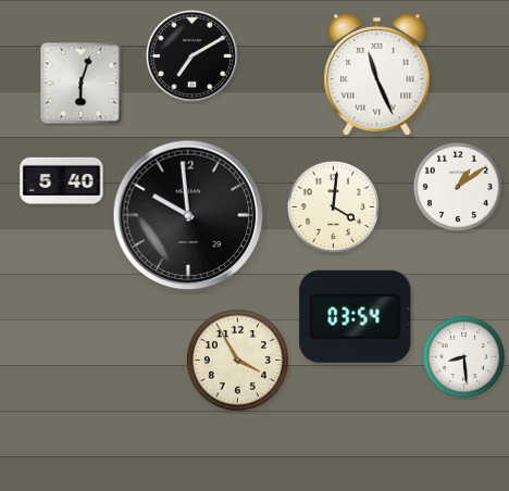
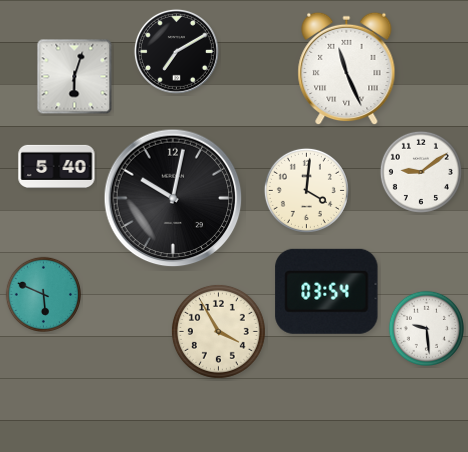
clock at (458, 187): 1:09 -> 9:09
clock at (188, 215): 9:59 -> 10:02
clock at (43, 294): none -> 5:49
clock at (463, 356): 8:29 -> 9:29
